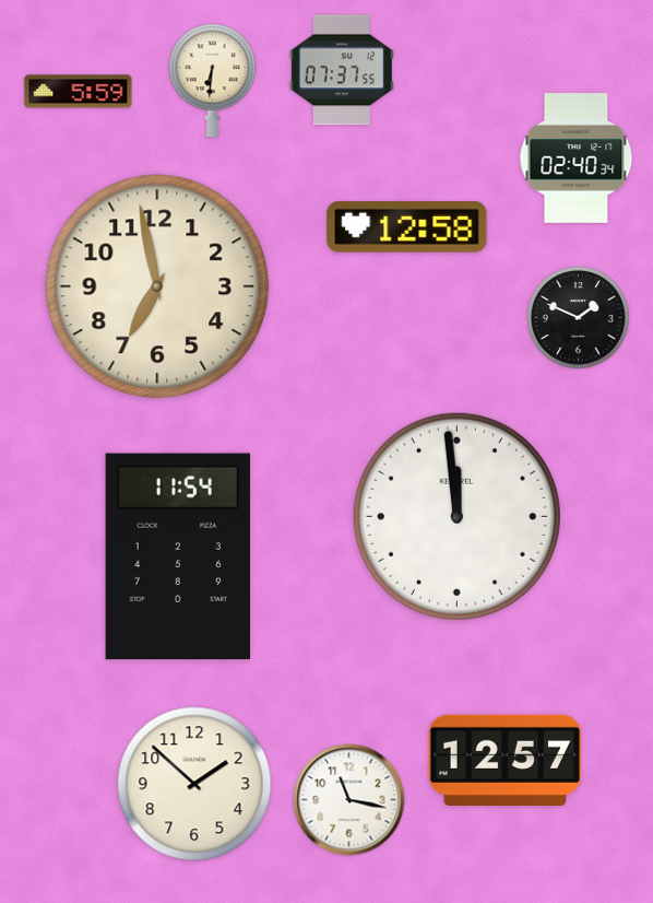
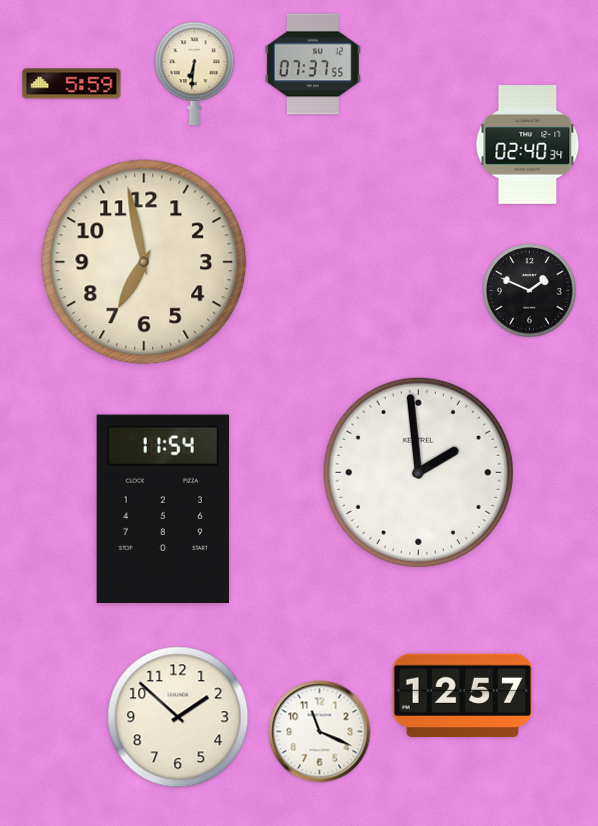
clock at (407, 227): 12:58 -> none
clock at (456, 516): 11:59 -> 1:59
clock at (349, 800): 11:17 -> 11:19
